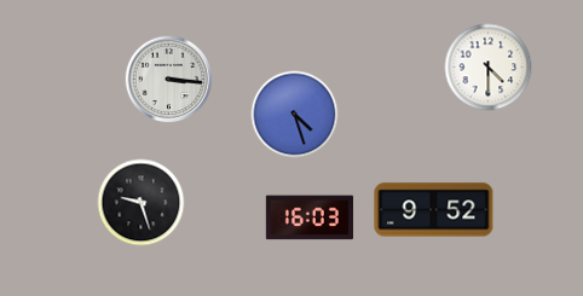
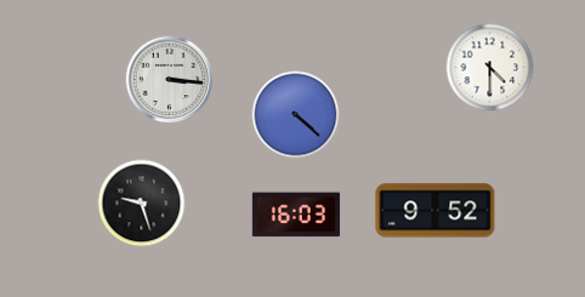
clock at (295, 115): 4:27 -> 4:22
clock at (310, 217) position: (310, 217) -> (296, 215)
